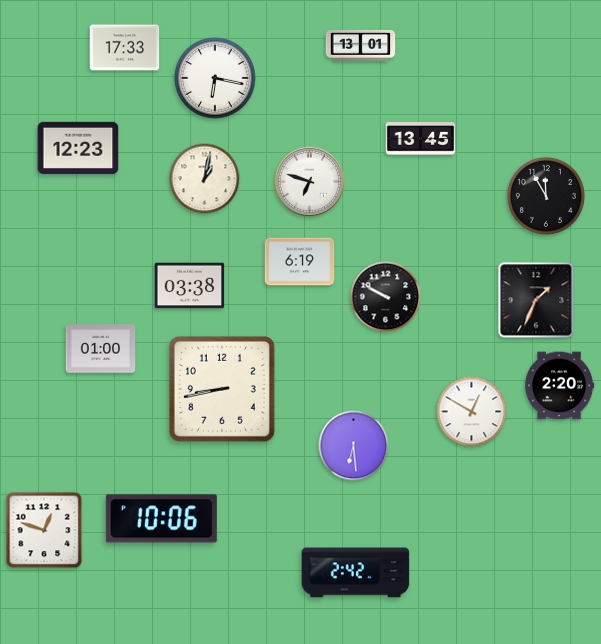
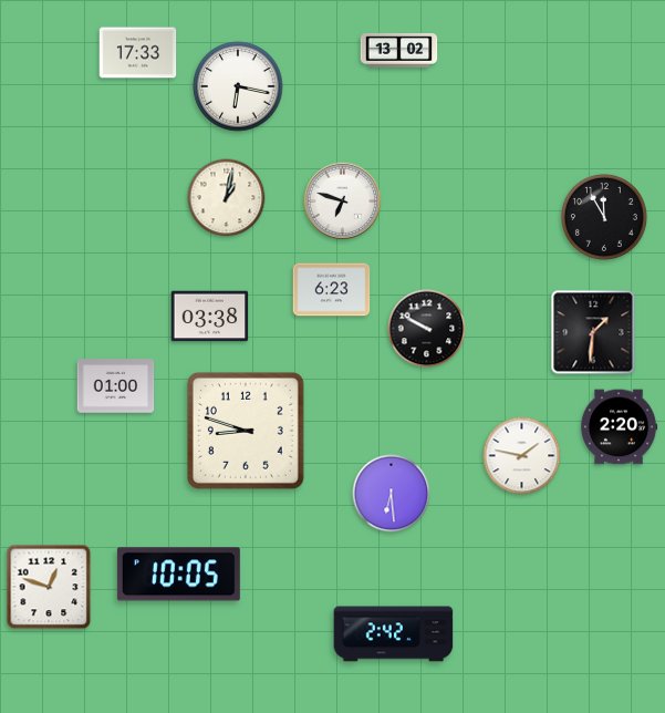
clock at (361, 45): 13:01 -> 13:02
clock at (421, 139): 13:45 -> none
clock at (78, 148): 12:23 -> none
clock at (300, 262): 6:19 -> 6:23
clock at (536, 300): 1:34 -> 1:31
clock at (101, 349) position: (101, 349) -> (116, 386)
clock at (222, 389): 8:43 -> 8:48
clock at (472, 412): 12:50 -> 1:47
clock at (161, 519): 10:06 -> 10:05
